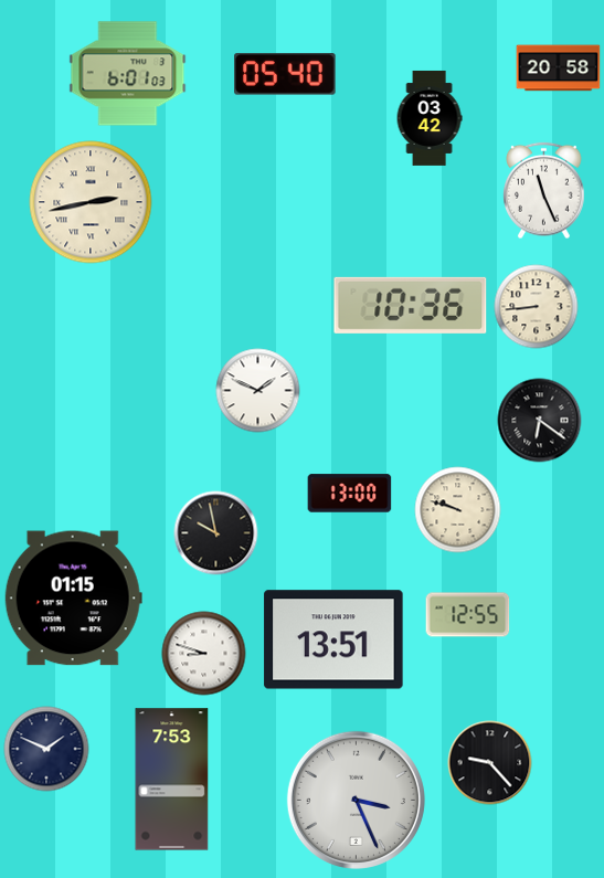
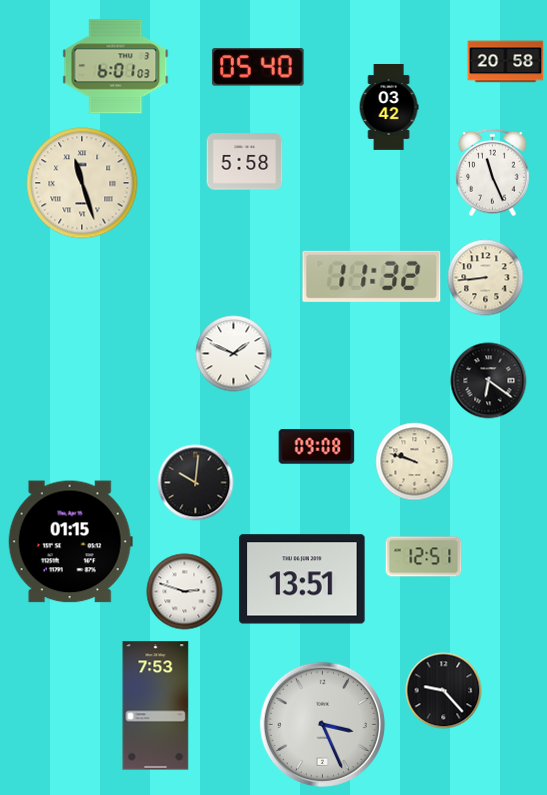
clock at (245, 162): none -> 5:58
clock at (91, 202): 2:43 -> 11:27
clock at (411, 305): 10:36 -> 11:32
clock at (350, 494): 13:00 -> 09:08
clock at (216, 533): 9:58 -> 10:01
clock at (73, 599) position: (73, 599) -> (70, 542)
clock at (468, 615): 12:55 -> 12:51
clock at (204, 654): 8:48 -> 2:48
clock at (46, 749): 1:49 -> none
